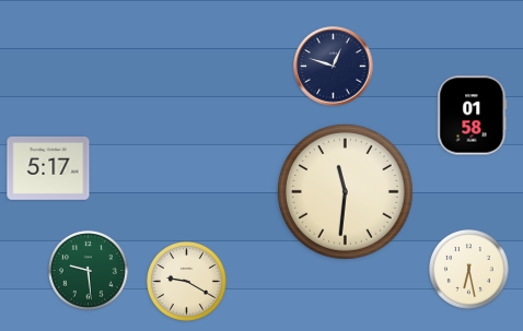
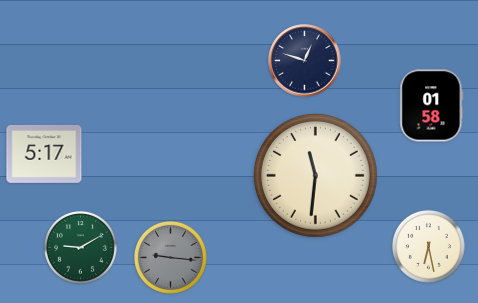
clock at (88, 270): 9:29 -> 9:10
clock at (186, 281): 9:20 -> 9:16
clock at (186, 281) dial: cream -> grey
